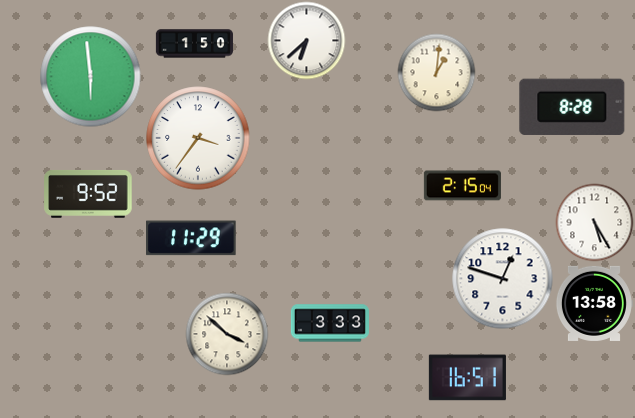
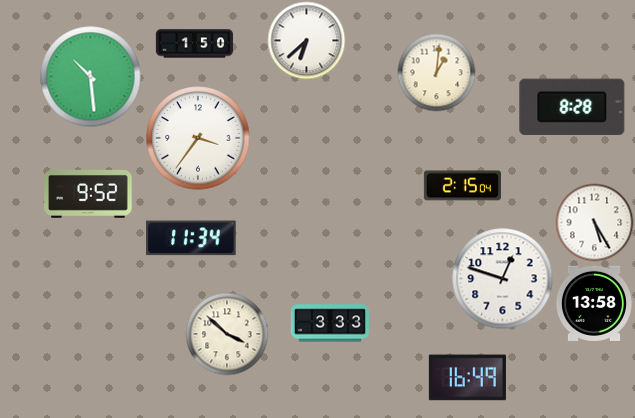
clock at (91, 77): 5:59 -> 10:29
clock at (191, 238): 11:29 -> 11:34
clock at (467, 378): 16:51 -> 16:49
